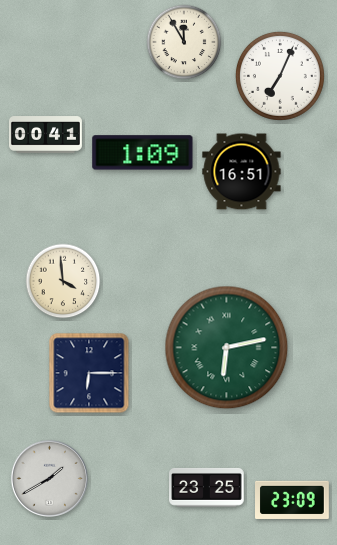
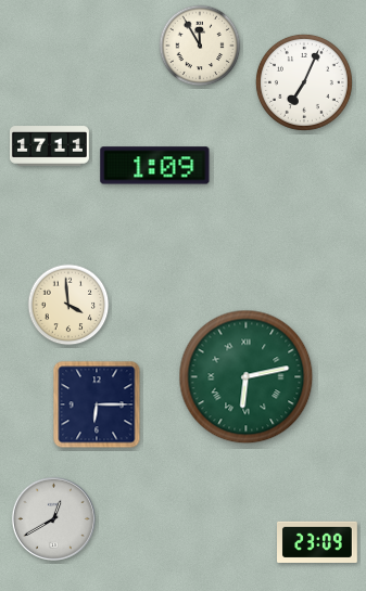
clock at (45, 135): 00:41 -> 17:11
clock at (242, 172): 16:51 -> none
clock at (49, 478): 1:40 -> 12:40
clock at (207, 488): 23:25 -> none
